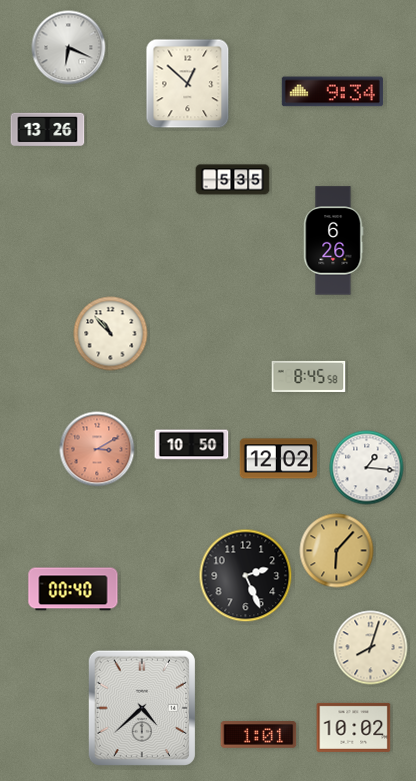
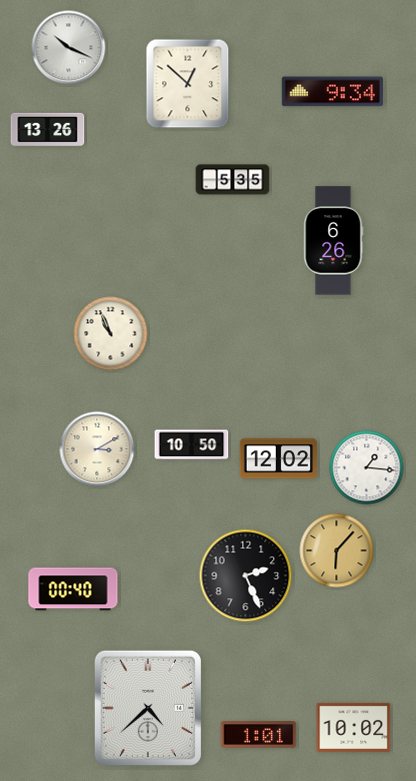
clock at (69, 48): 6:19 -> 10:19
clock at (111, 334): 10:53 -> 10:56
clock at (309, 376): 8:45 -> none
clock at (97, 449) dial: salmon -> cream
clock at (371, 648): 8:03 -> none
clock at (142, 708) position: (142, 708) -> (148, 708)
